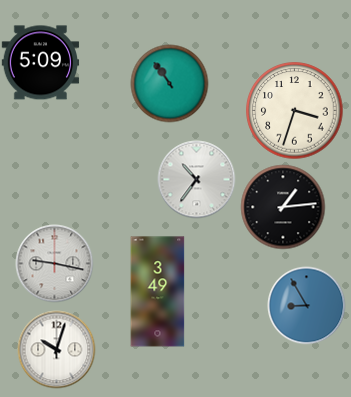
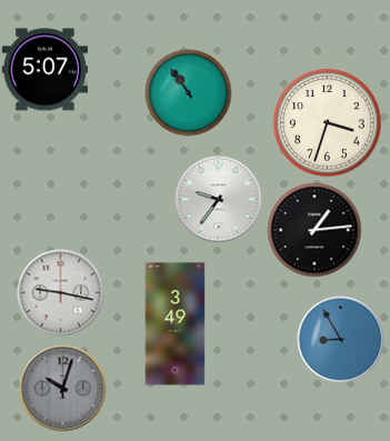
clock at (40, 63): 5:09 -> 5:07
clock at (196, 179): 10:36 -> 9:36
clock at (56, 349) dial: white -> grey
